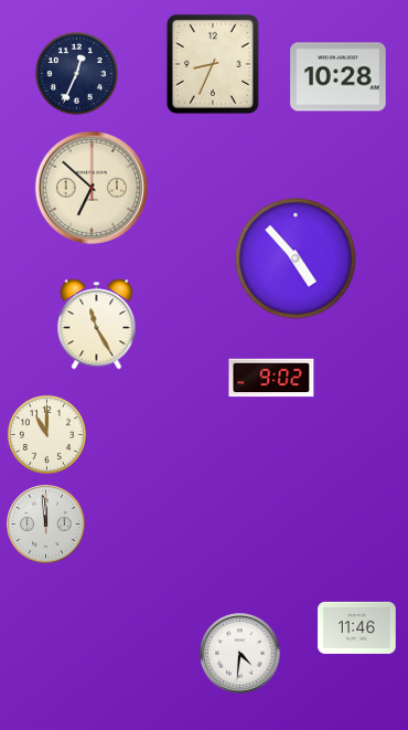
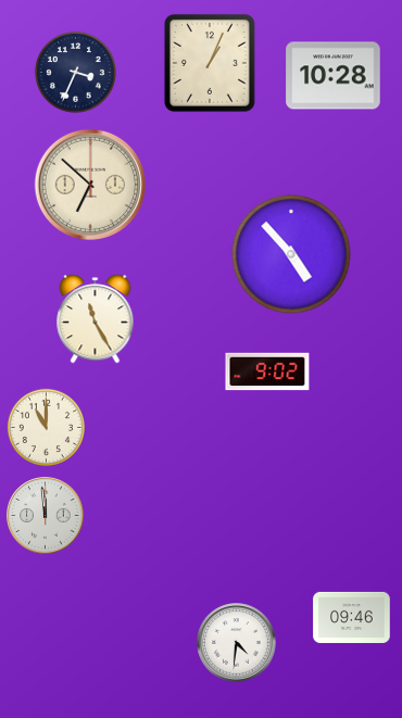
clock at (213, 64): 8:34 -> 1:04
clock at (77, 74): 12:34 -> 3:34
clock at (357, 627): 11:46 -> 09:46
